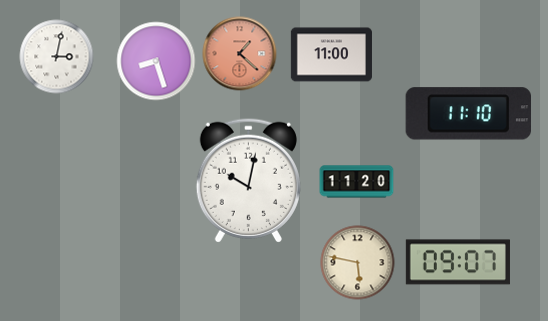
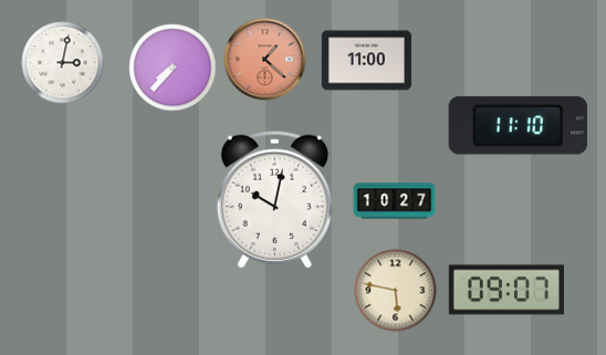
clock at (156, 61): 8:27 -> 7:37
clock at (357, 182): 11:20 -> 10:27
